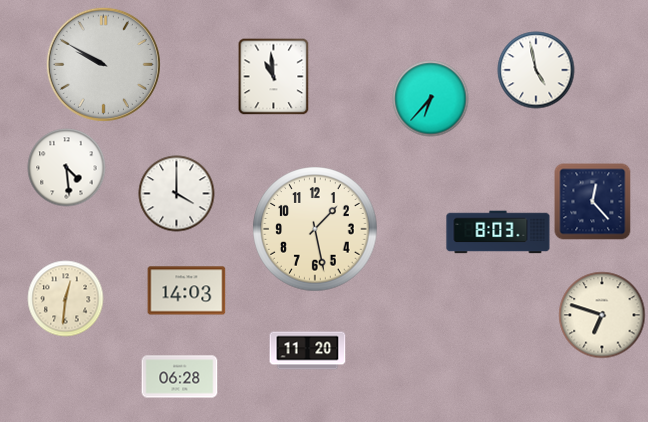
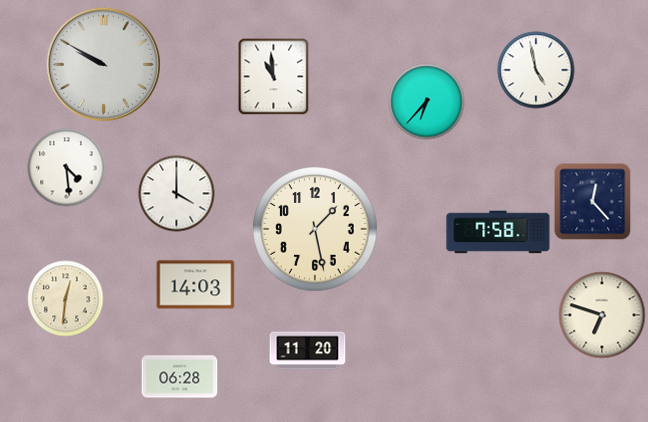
clock at (431, 99) position: (431, 99) -> (427, 102)
clock at (498, 232): 8:03 -> 7:58
clock at (187, 291) position: (187, 291) -> (196, 285)
